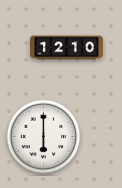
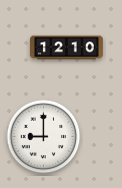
clock at (44, 137): 6:00 -> 9:00
